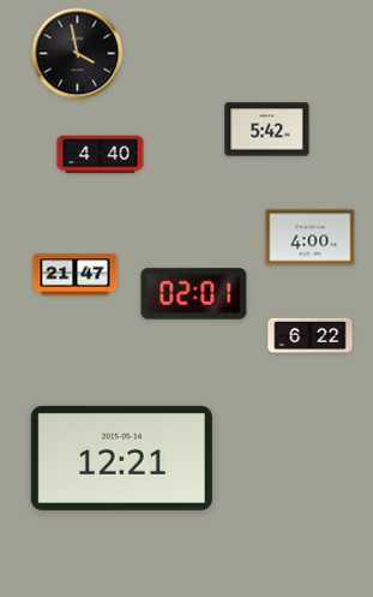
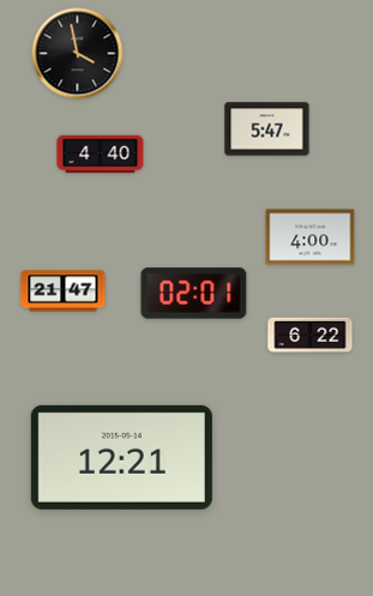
clock at (267, 130): 5:42 -> 5:47
clock at (76, 275) position: (76, 275) -> (64, 291)
